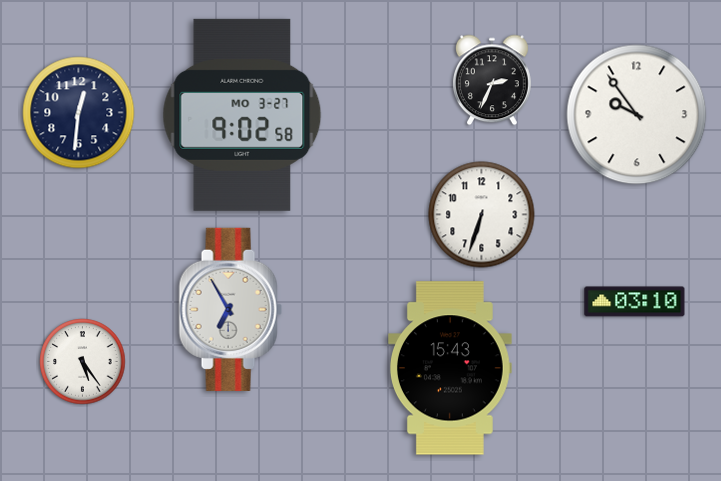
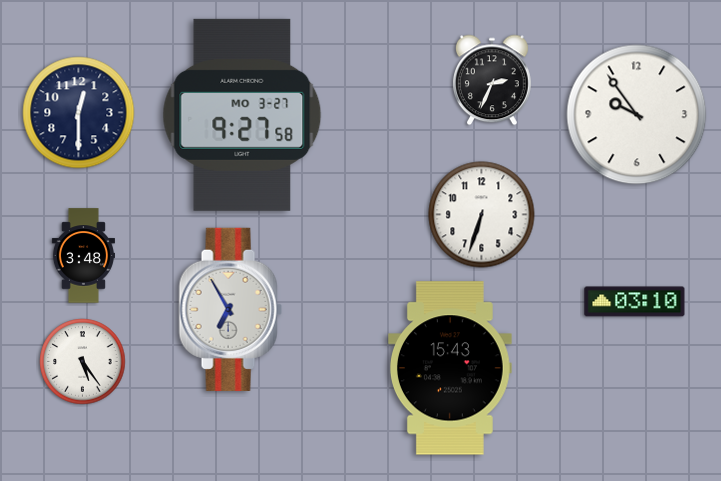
clock at (79, 113): 12:31 -> 12:30
clock at (242, 115): 9:02 -> 9:27
clock at (83, 256): none -> 3:48
